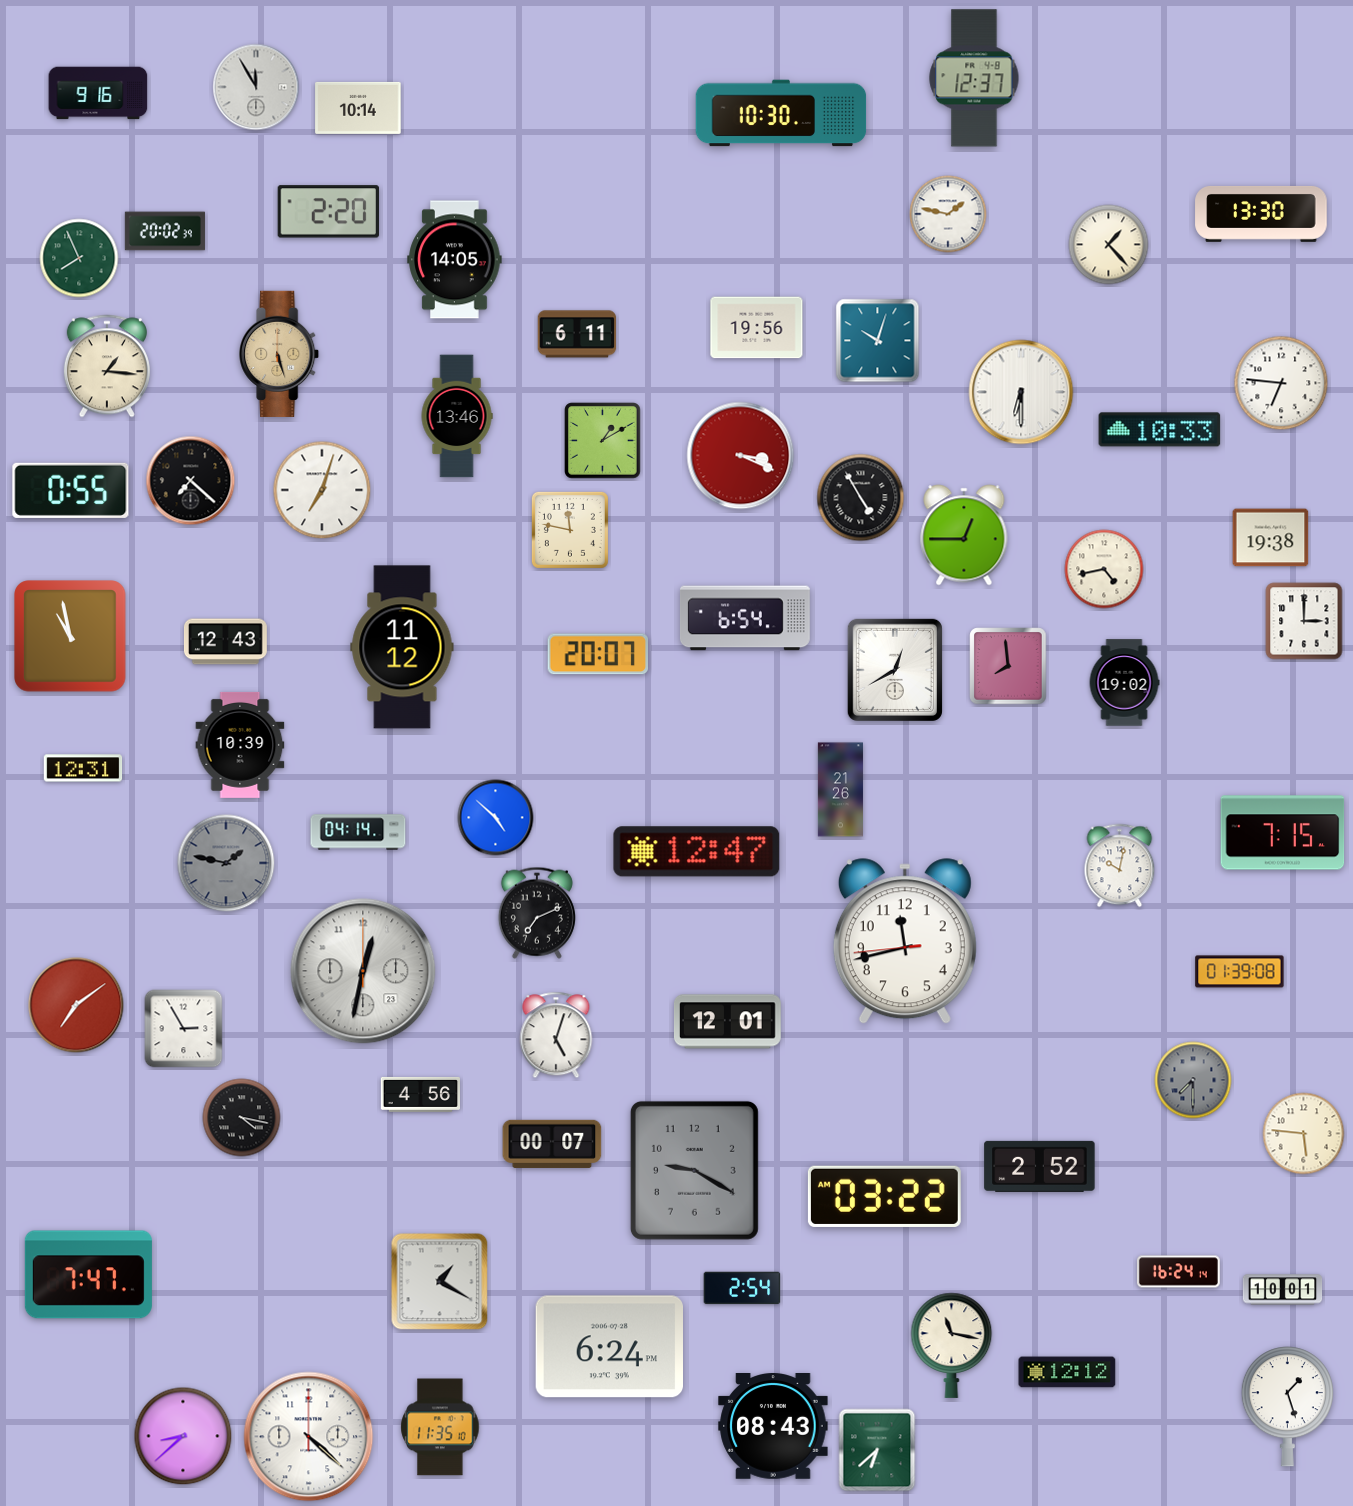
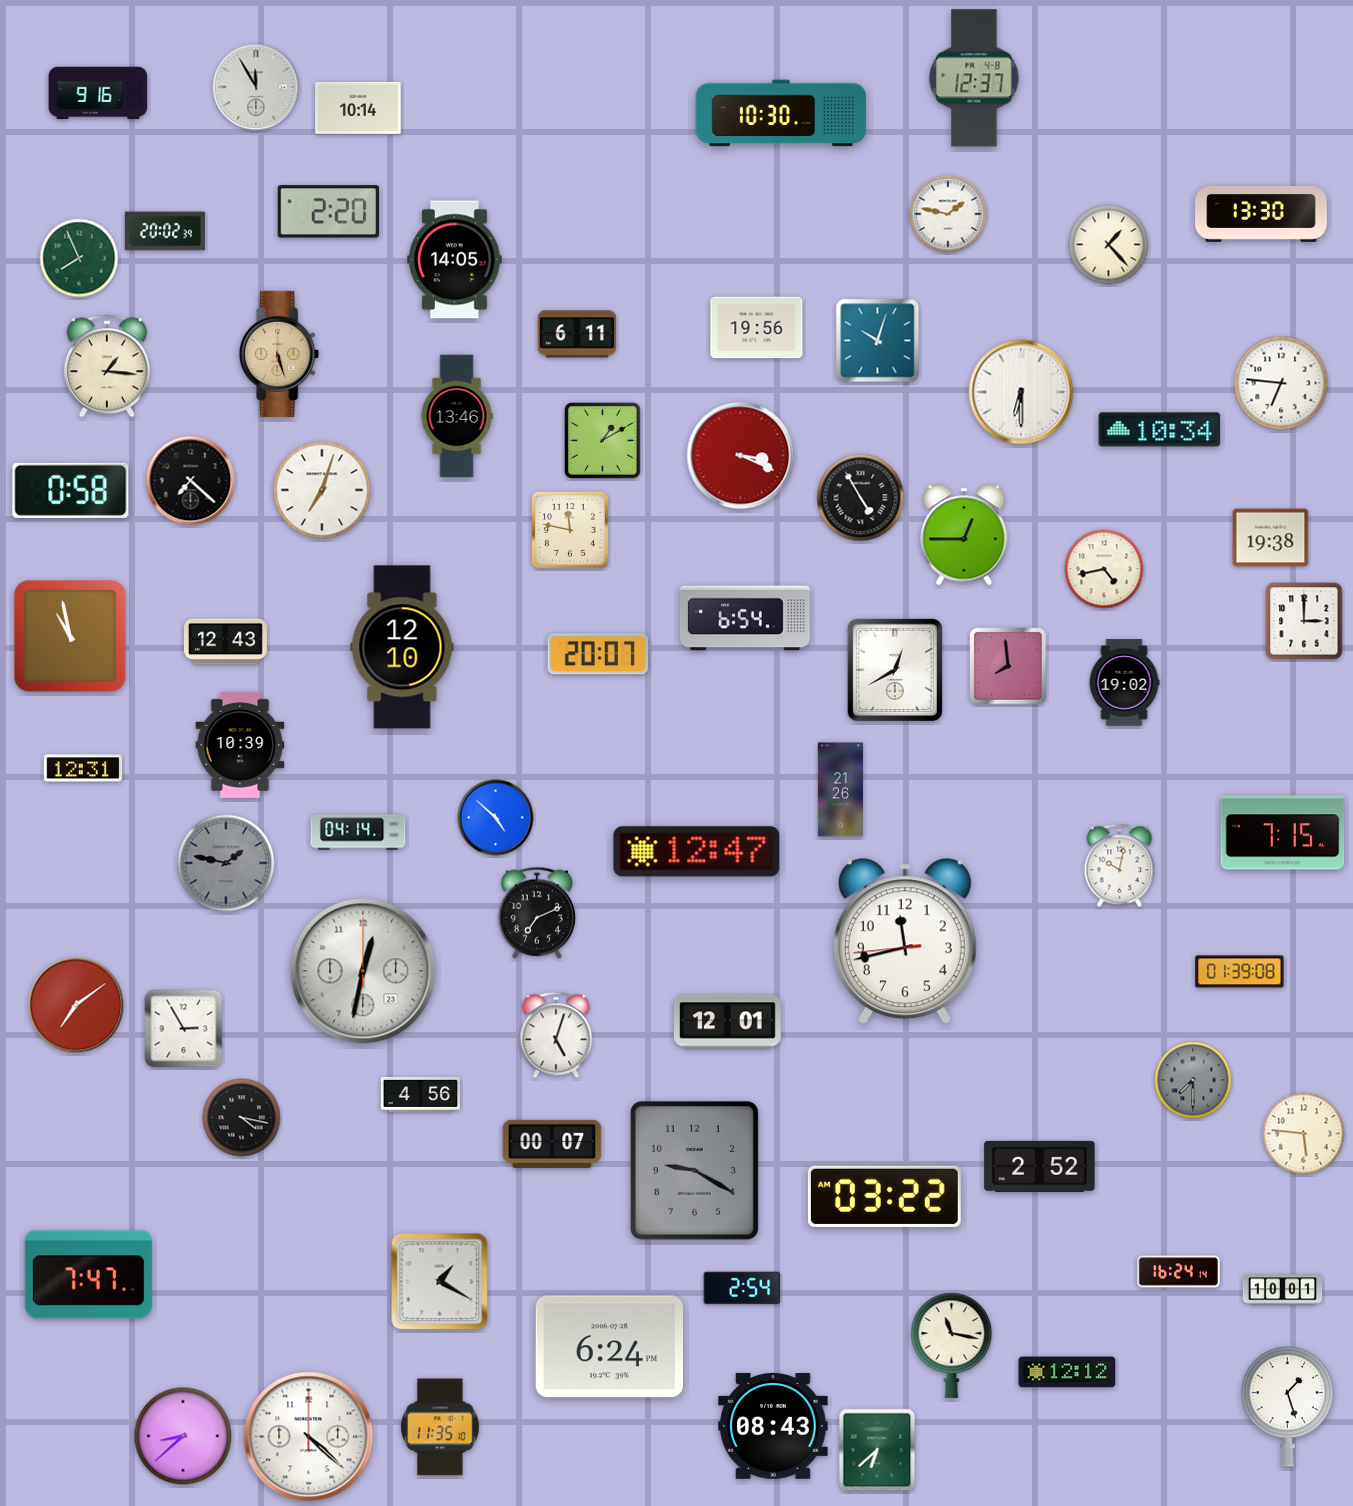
clock at (1160, 430): 10:33 -> 10:34
clock at (71, 490): 0:55 -> 0:58
clock at (402, 647): 11:12 -> 12:10
